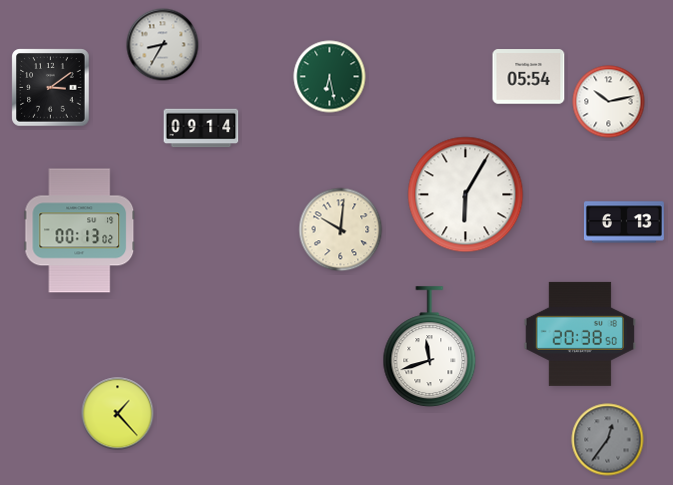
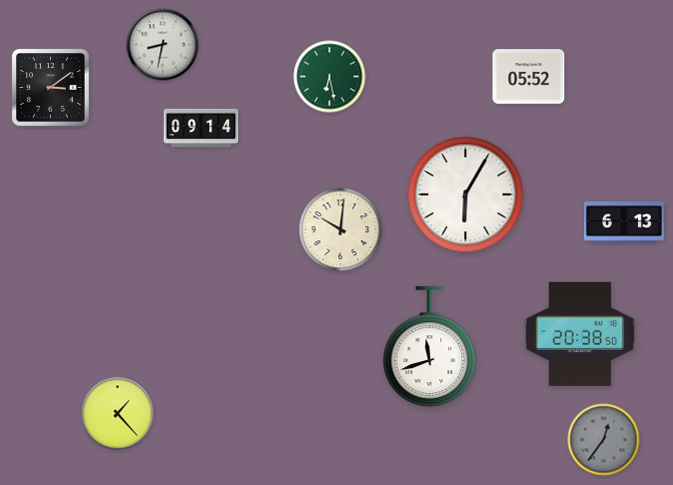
clock at (163, 45): 8:35 -> 8:32
clock at (529, 77): 05:54 -> 05:52
clock at (609, 102): 10:13 -> none
clock at (80, 231): 00:13 -> none
clock at (608, 440) position: (608, 440) -> (604, 440)
